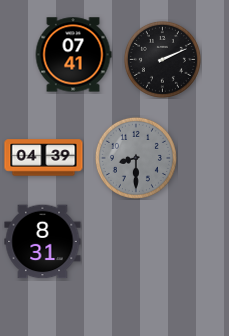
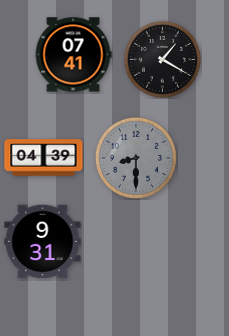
clock at (162, 59): 2:11 -> 1:20
clock at (43, 242): 8:31 -> 9:31
